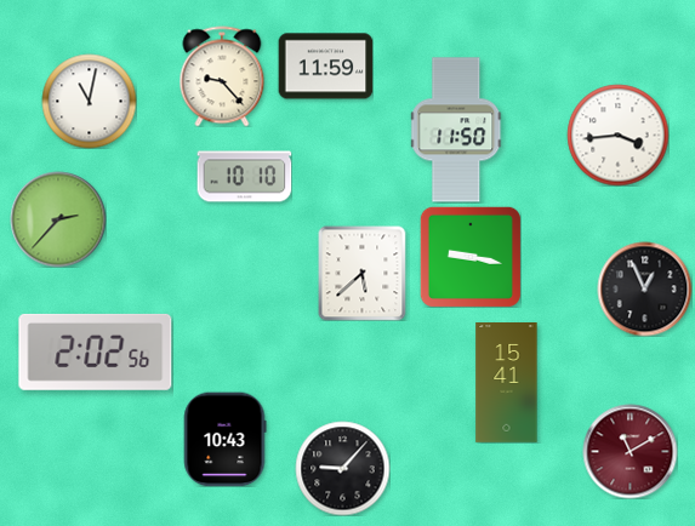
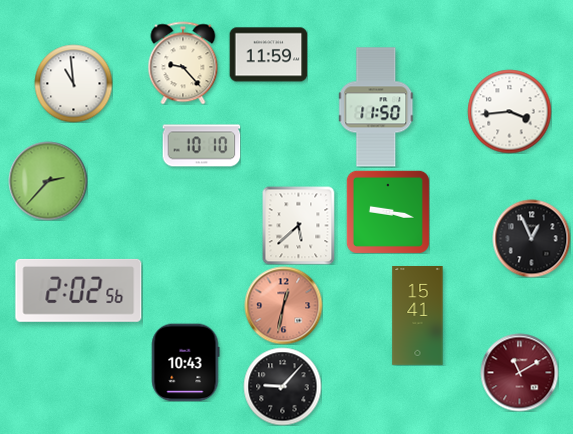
clock at (89, 101): 11:02 -> 10:59
clock at (283, 305): none -> 12:32
